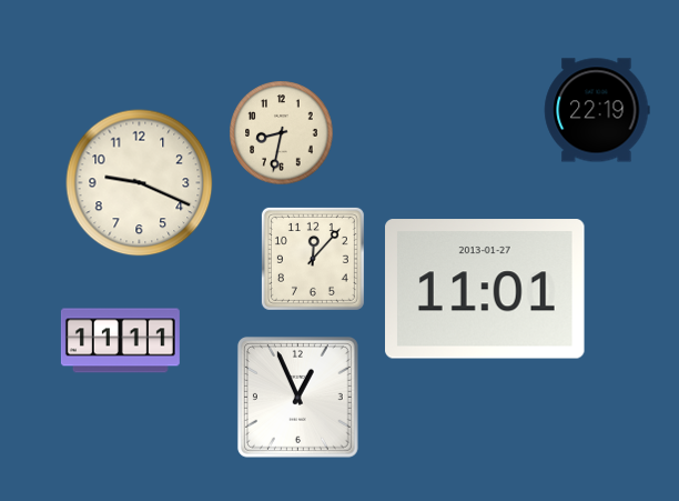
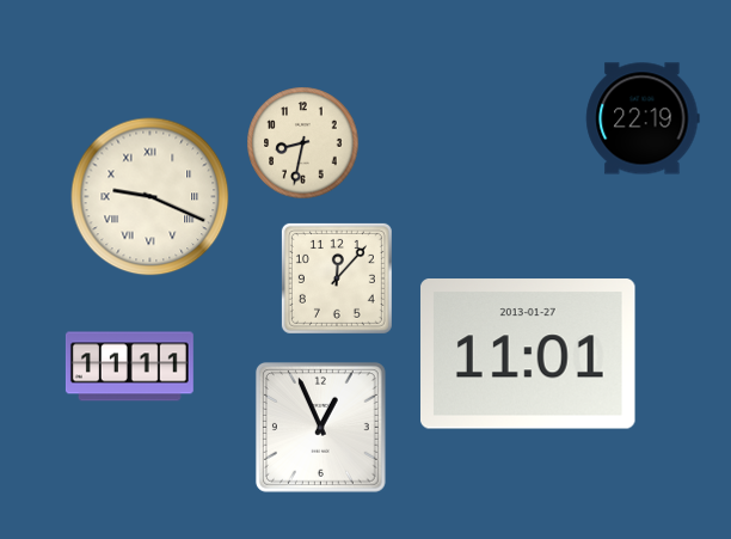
clock at (140, 183) numerals: Arabic -> Roman
clock at (486, 289) position: (486, 289) -> (529, 354)
